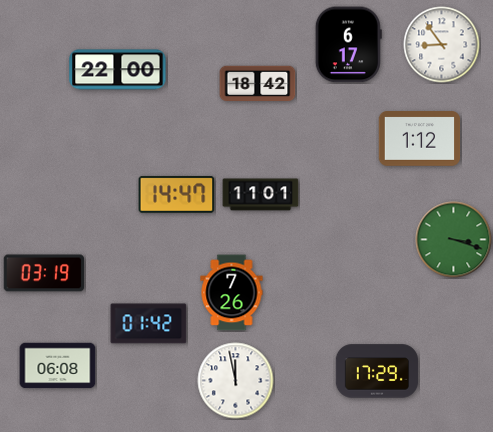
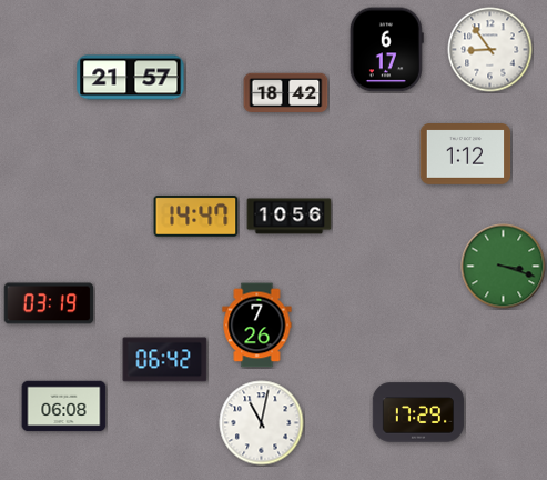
clock at (118, 70): 22:00 -> 21:57
clock at (261, 195): 11:01 -> 10:56
clock at (149, 324): 01:42 -> 06:42
clock at (236, 381): 11:58 -> 11:02
